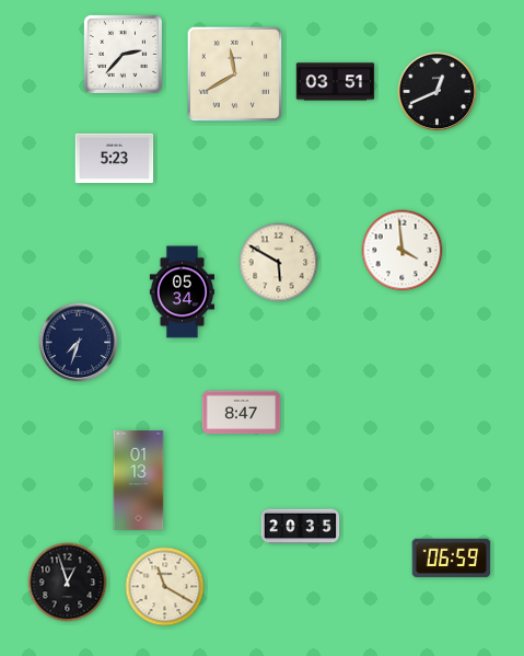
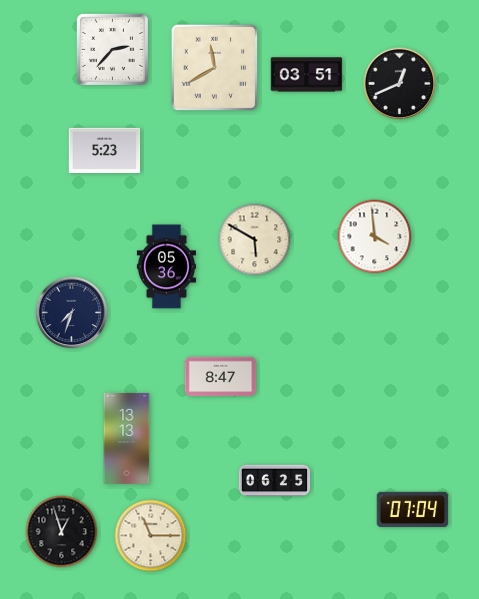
clock at (115, 159) position: (115, 159) -> (105, 151)
clock at (403, 251) position: (403, 251) -> (375, 237)
clock at (182, 292): 05:34 -> 05:36
clock at (139, 480): 01:13 -> 13:13
clock at (301, 527): 20:35 -> 06:25
clock at (452, 559): 06:59 -> 07:04
clock at (165, 587): 11:20 -> 11:15
